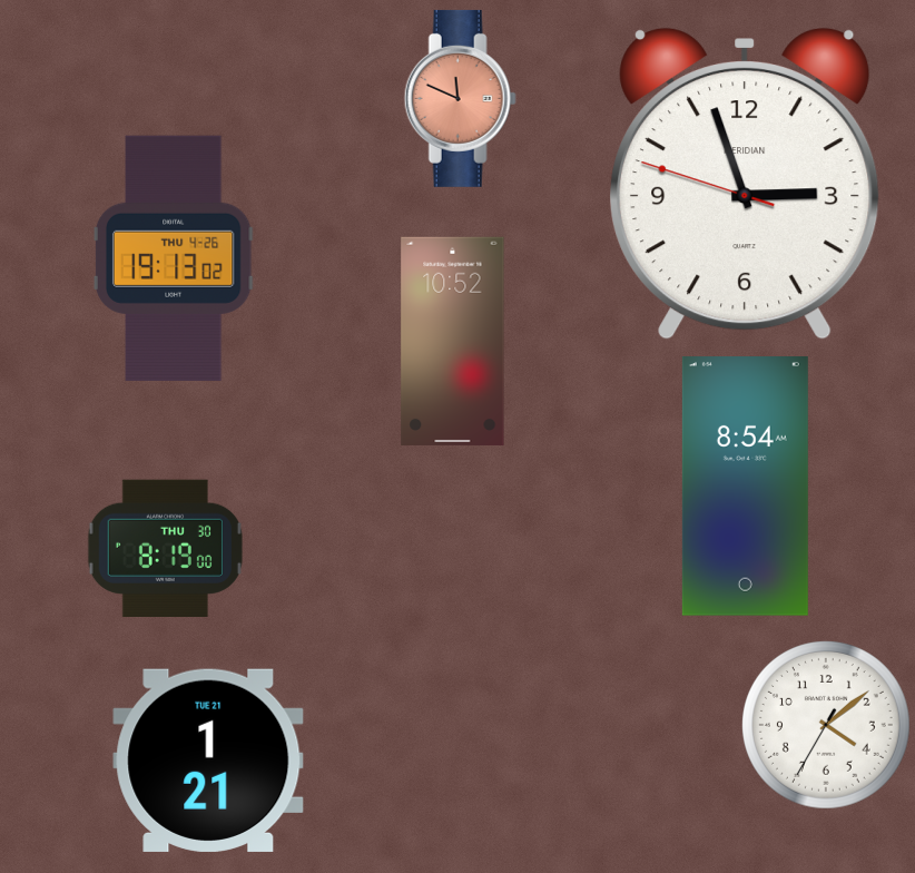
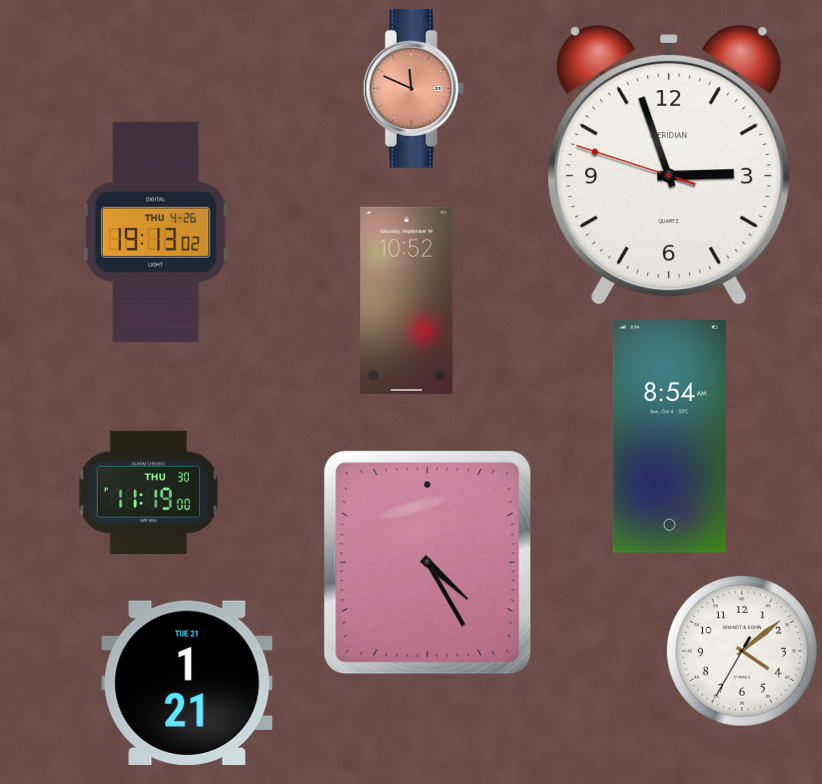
clock at (453, 341) position: (453, 341) -> (407, 300)
clock at (165, 548): 8:19 -> 11:19
clock at (428, 563): none -> 4:25
